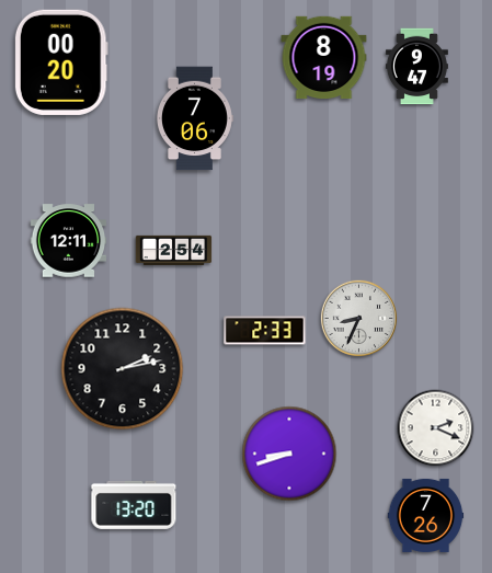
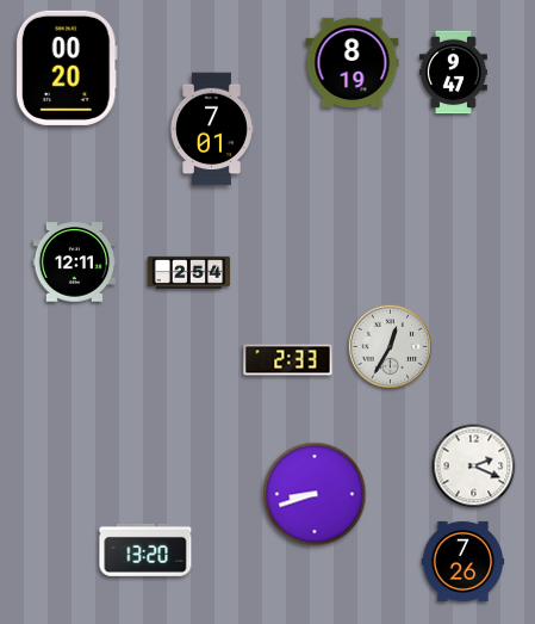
clock at (195, 118): 7:06 -> 7:01
clock at (358, 318): 8:34 -> 12:35
clock at (123, 369): 2:13 -> none
